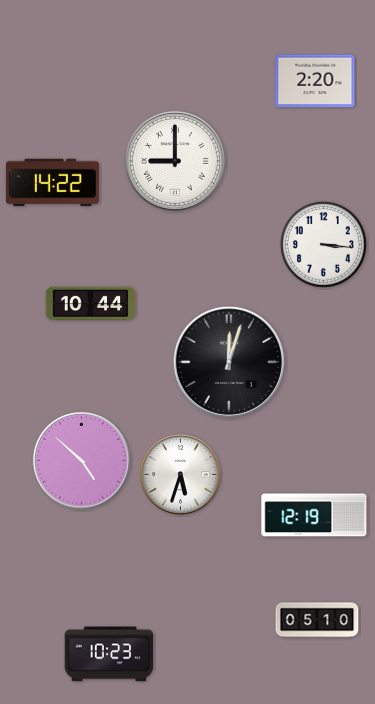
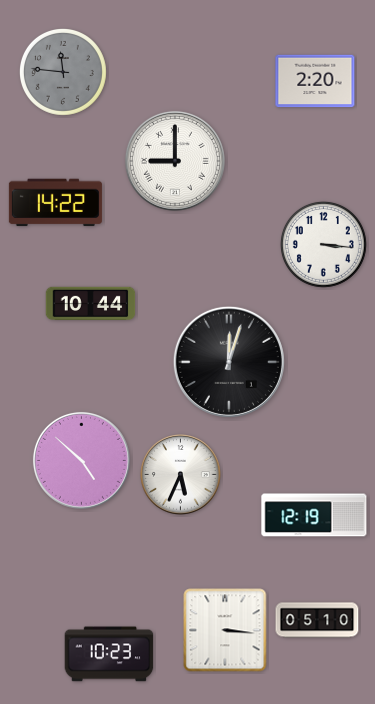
clock at (63, 72): none -> 11:46
clock at (52, 183) position: (52, 183) -> (55, 203)
clock at (181, 475): 5:33 -> 5:34
clock at (225, 630): none -> 3:16
